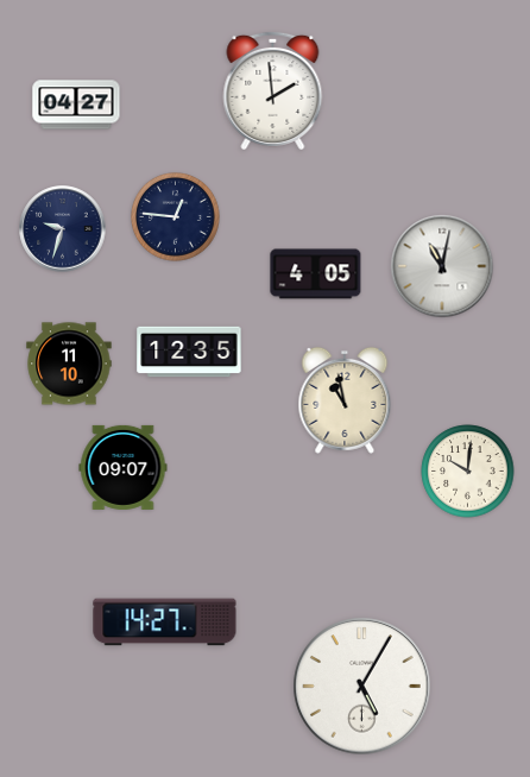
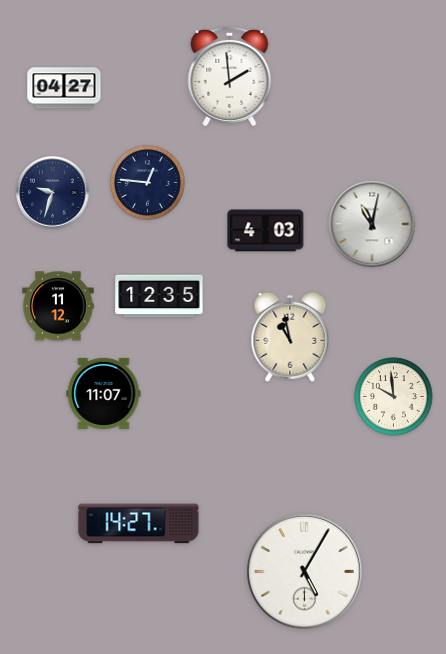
clock at (316, 274): 4:05 -> 4:03
clock at (69, 364): 11:10 -> 11:12
clock at (124, 467): 09:07 -> 11:07
clock at (468, 472): 10:01 -> 9:59
clock at (362, 687) position: (362, 687) -> (305, 572)
